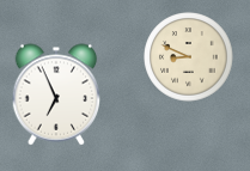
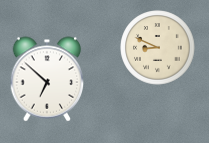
clock at (56, 94): 6:56 -> 6:52
